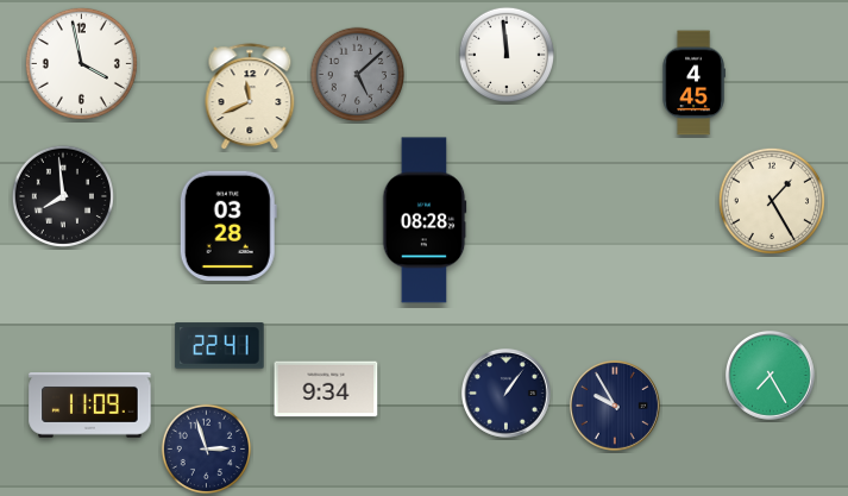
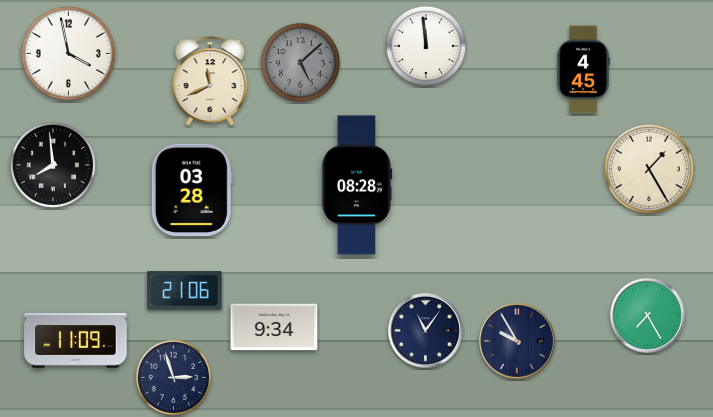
clock at (220, 346): 22:41 -> 21:06
clock at (505, 393): 1:06 -> 11:06
